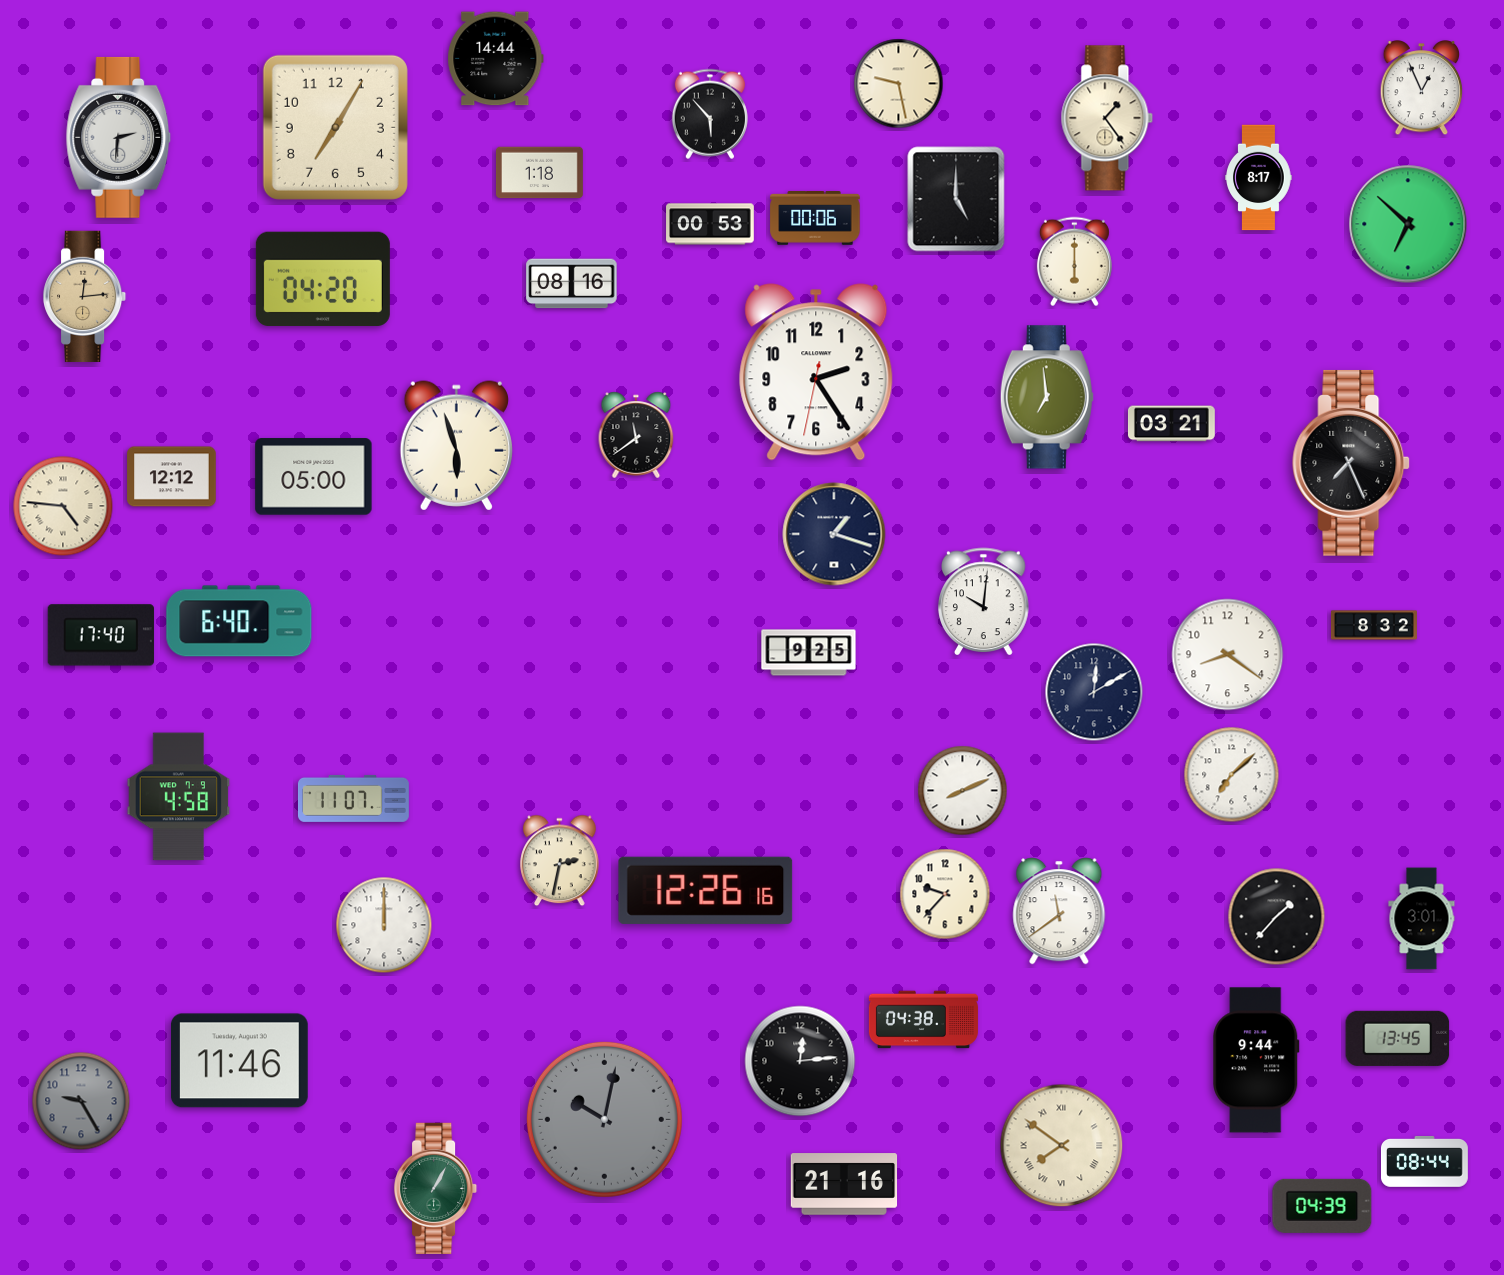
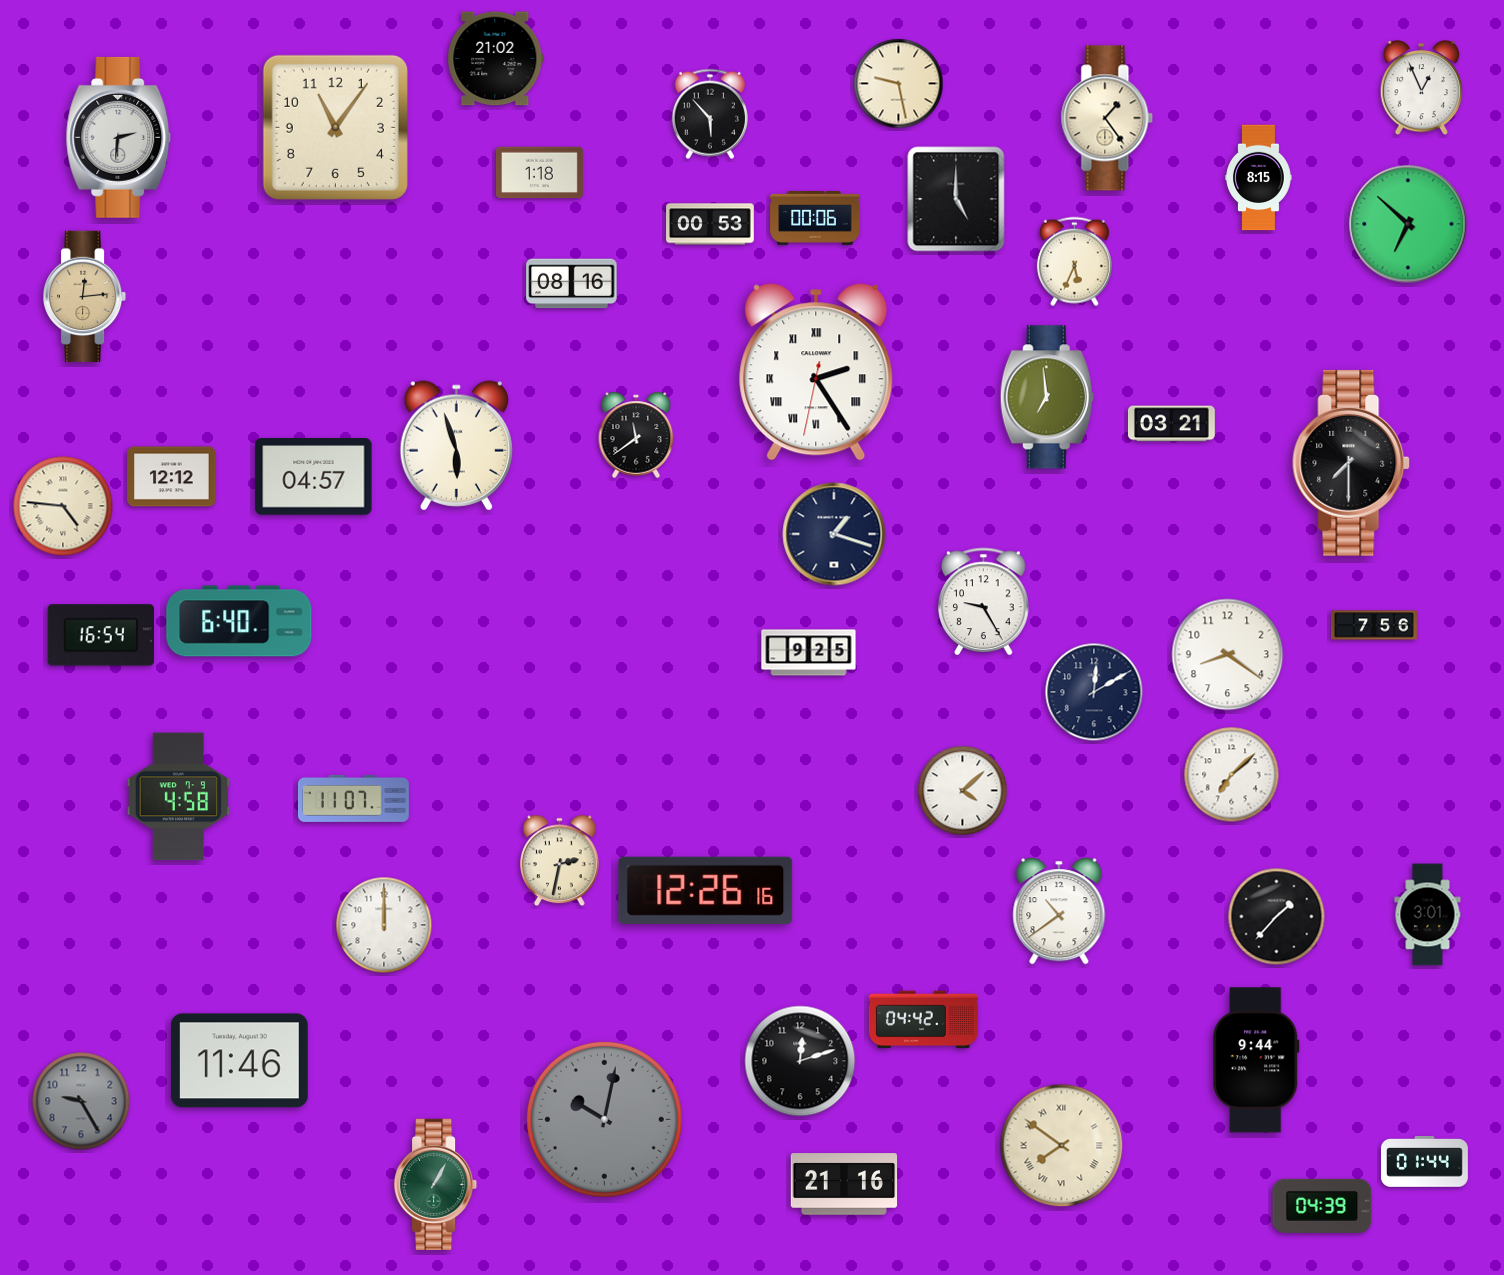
clock at (496, 59): 14:44 -> 21:02
clock at (335, 127): 7:05 -> 11:06
clock at (1259, 178): 8:17 -> 8:15
clock at (1074, 262): 6:00 -> 5:34
clock at (323, 279): 04:20 -> none
clock at (816, 372) numerals: Arabic -> Roman
clock at (1352, 463): 7:26 -> 7:30
clock at (314, 477): 05:00 -> 04:57
clock at (984, 601): 10:01 -> 9:25
clock at (1374, 625): 8:32 -> 7:56
clock at (101, 635): 17:40 -> 16:54
clock at (963, 791): 8:11 -> 4:08
clock at (945, 894): 9:37 -> none
clock at (1059, 911): 11:39 -> 10:39
clock at (1422, 919) position: (1422, 919) -> (1428, 915)
clock at (923, 1020): 04:38 -> 04:42
clock at (1398, 1038): 13:45 -> none
clock at (800, 1061): 12:14 -> 12:12
clock at (1424, 1161): 08:44 -> 01:44
clock at (437, 1188) position: (437, 1188) -> (437, 1184)
